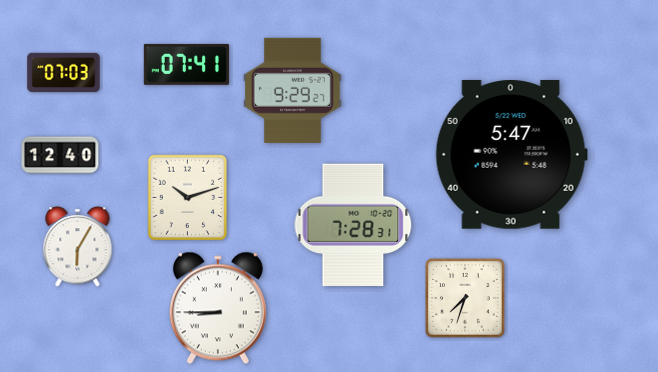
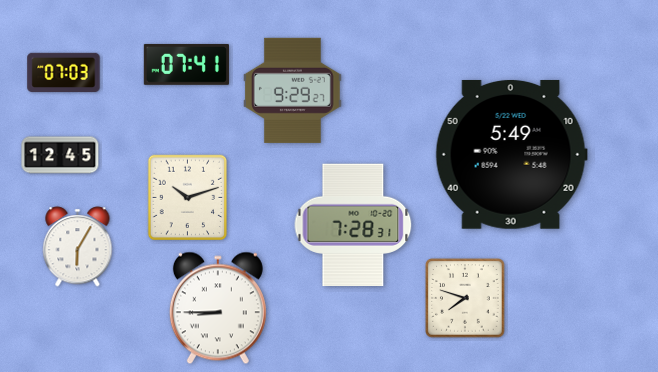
clock at (511, 154): 5:47 -> 5:49
clock at (60, 155): 12:40 -> 12:45
clock at (465, 298): 7:33 -> 7:48
